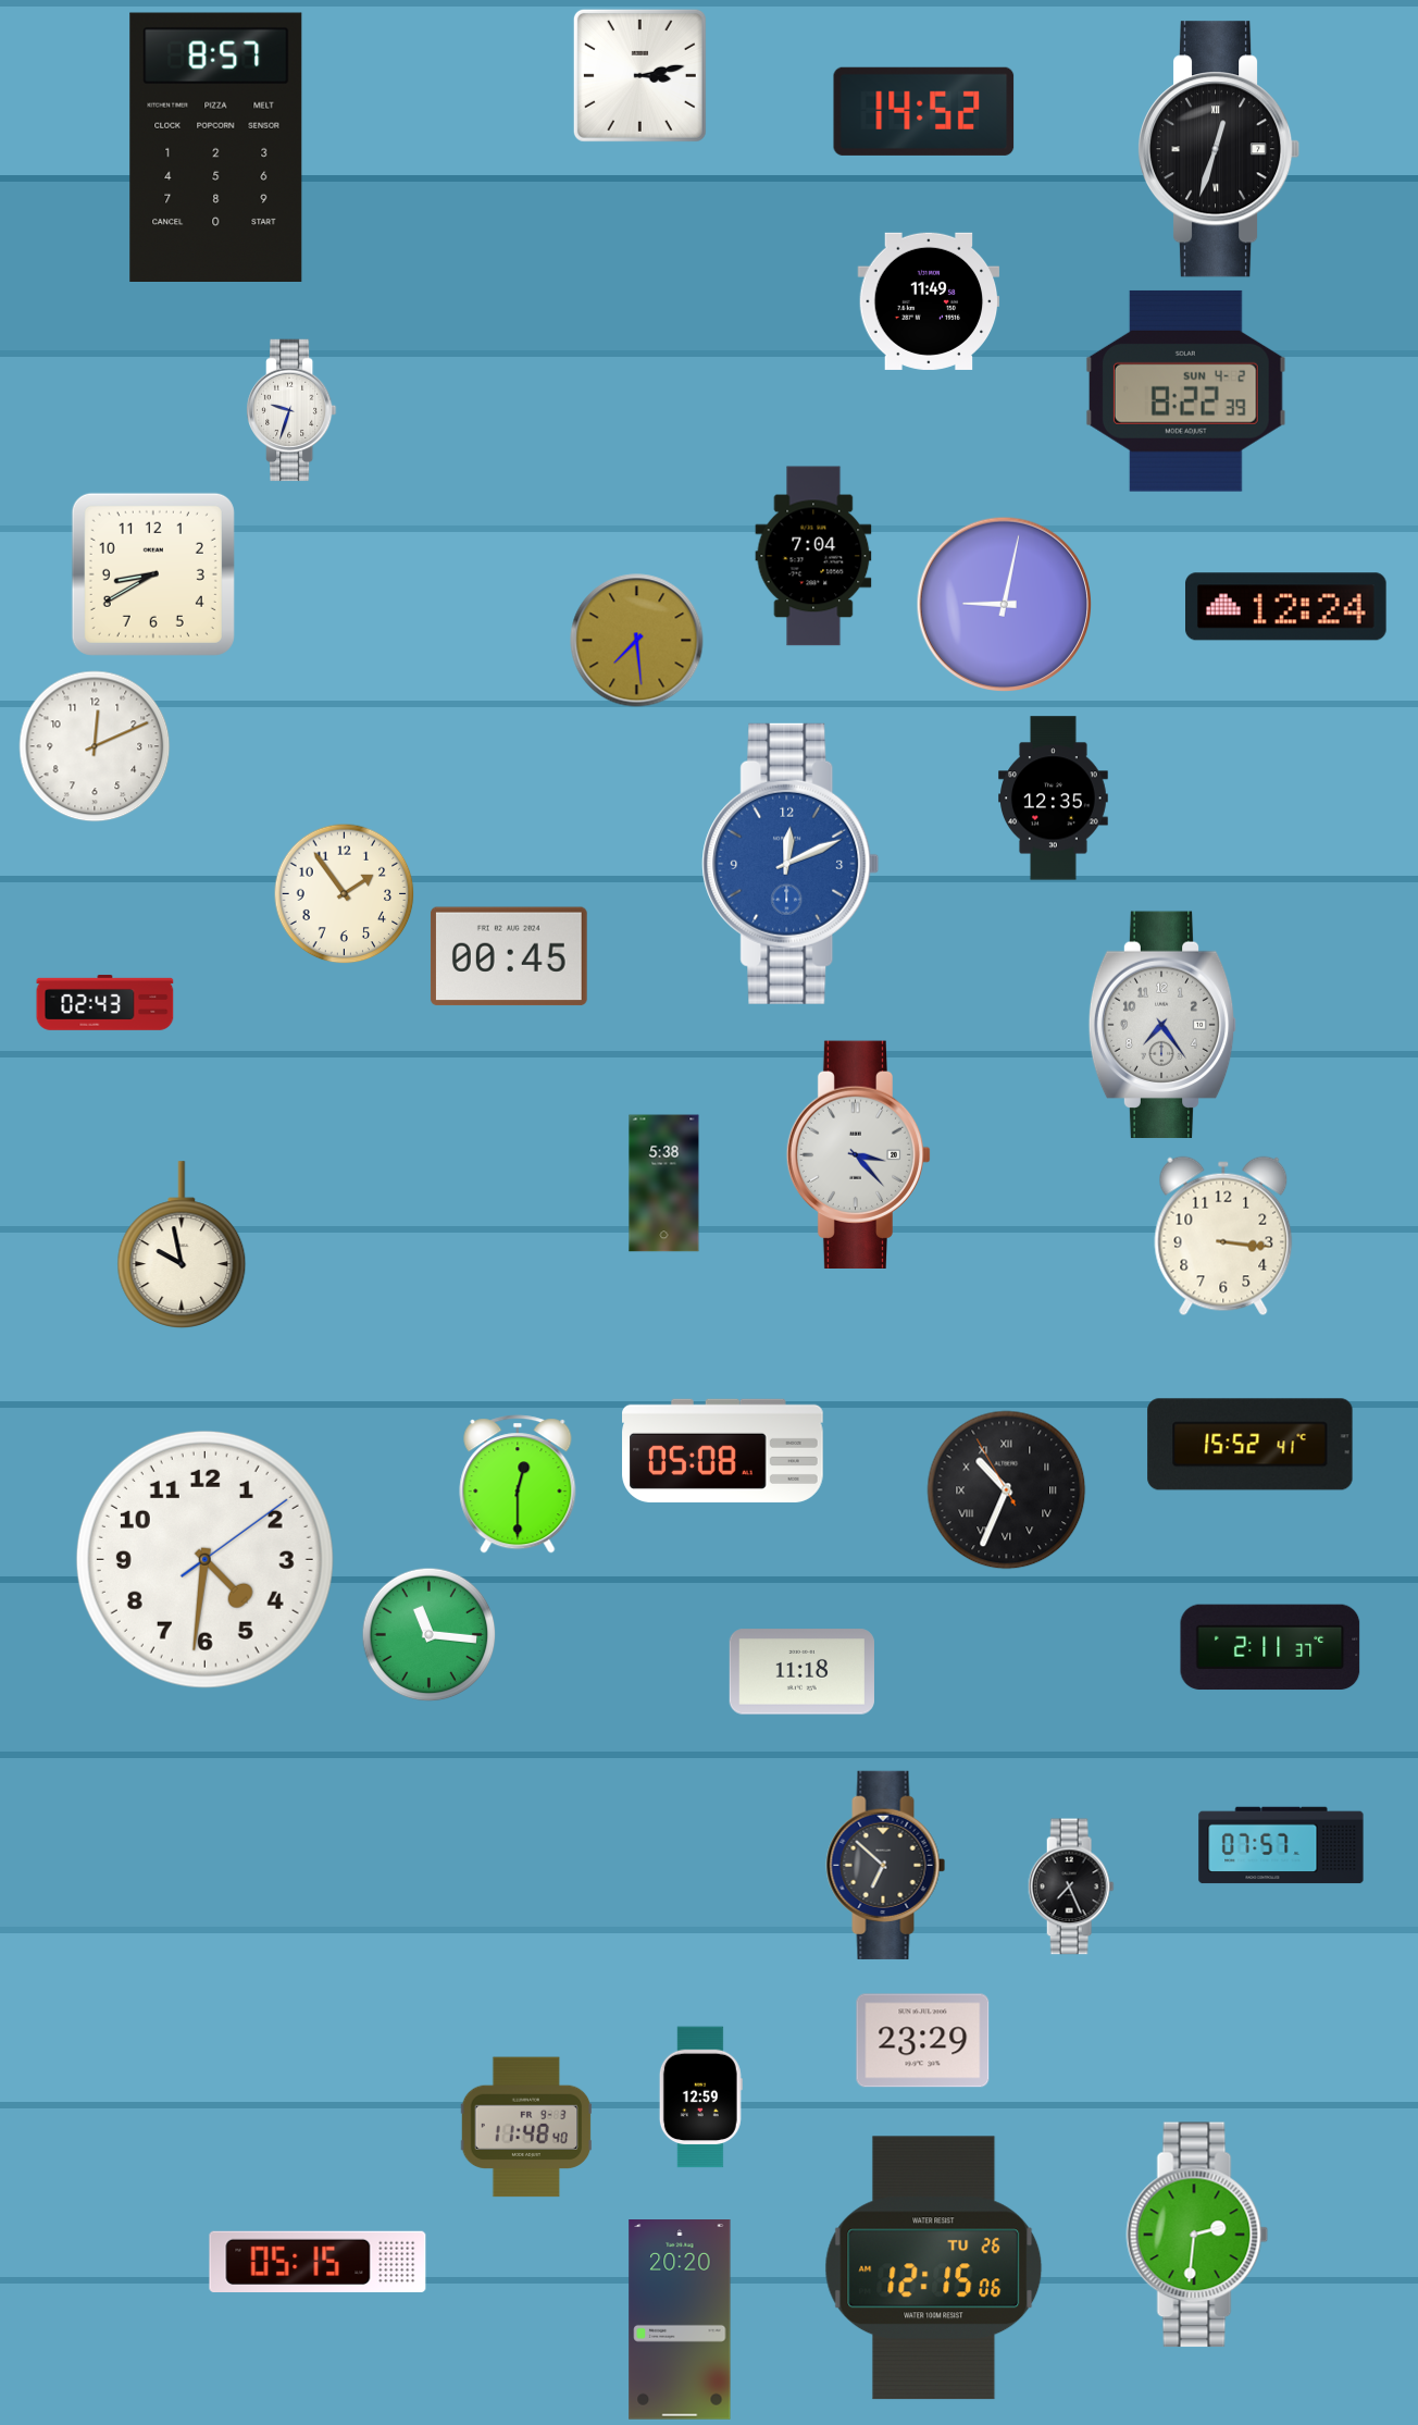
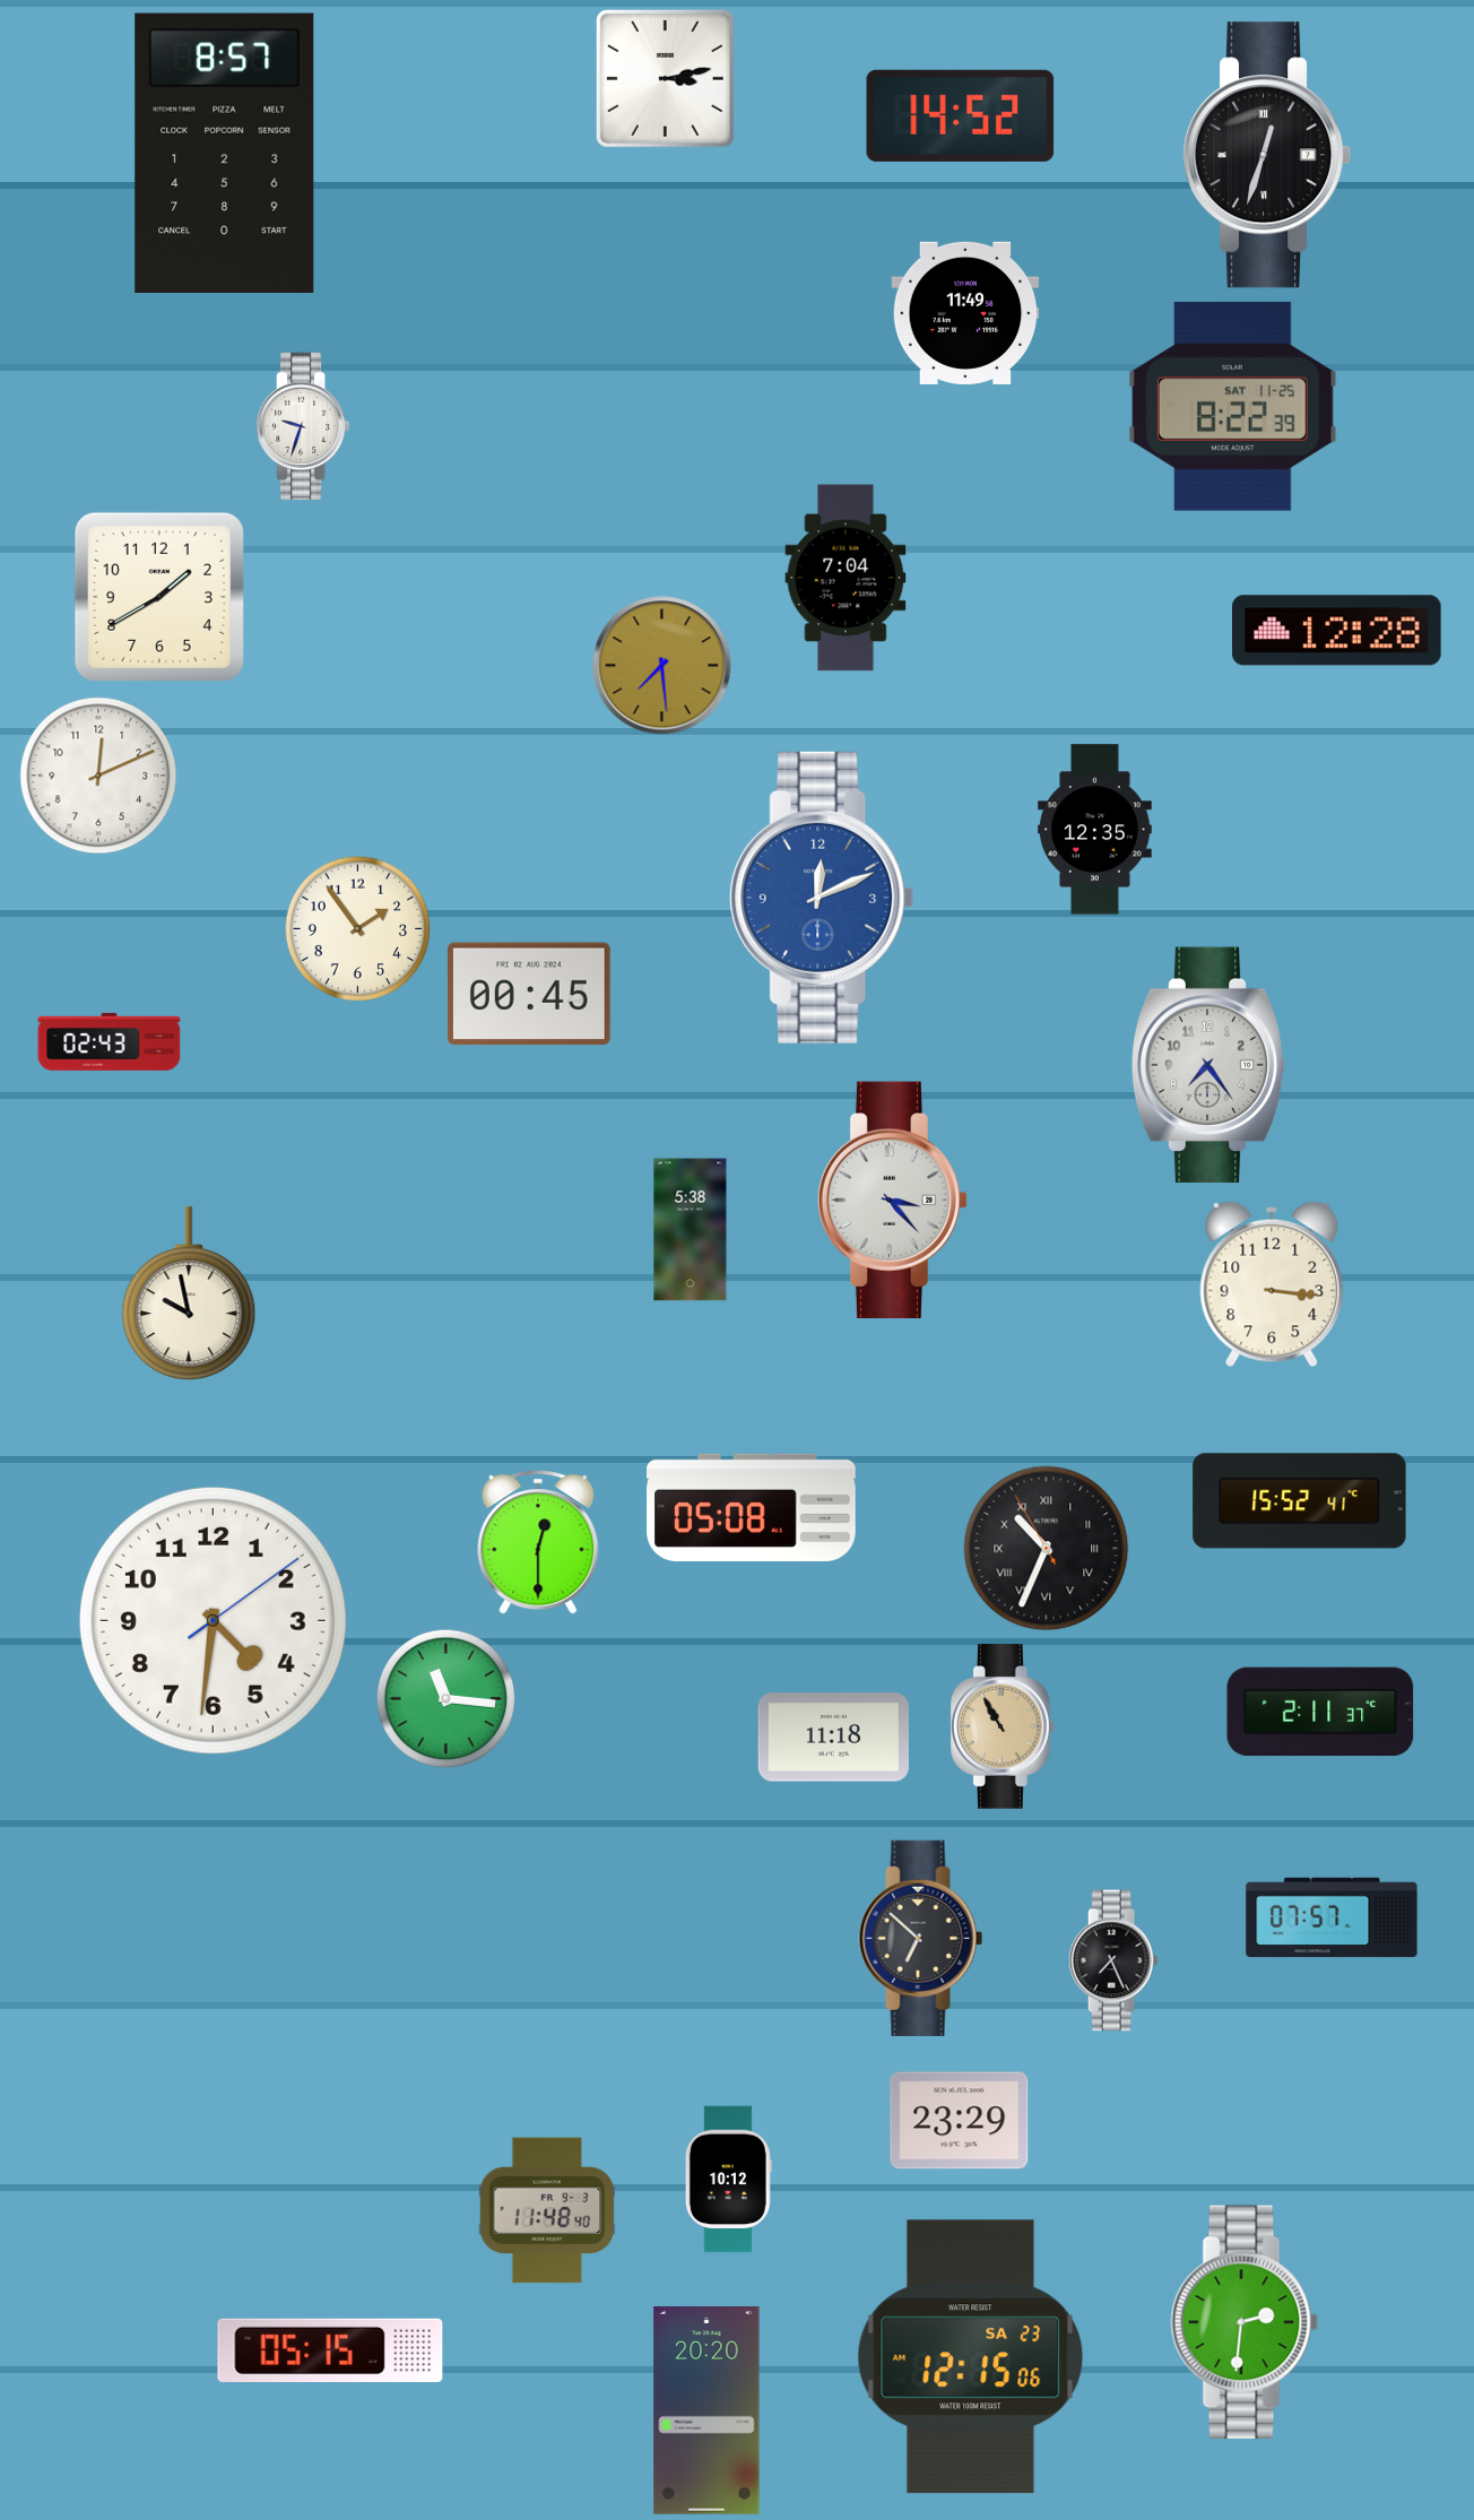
clock at (1185, 391) date: SUN 4-2 -> SAT 11-25
clock at (153, 574): 8:40 -> 1:40
clock at (1005, 605): 9:02 -> none
clock at (1286, 607): 12:24 -> 12:28
clock at (1003, 1726): none -> 10:55
clock at (700, 2098): 12:59 -> 10:12
clock at (934, 2268) date: TU 26 -> SA 23
